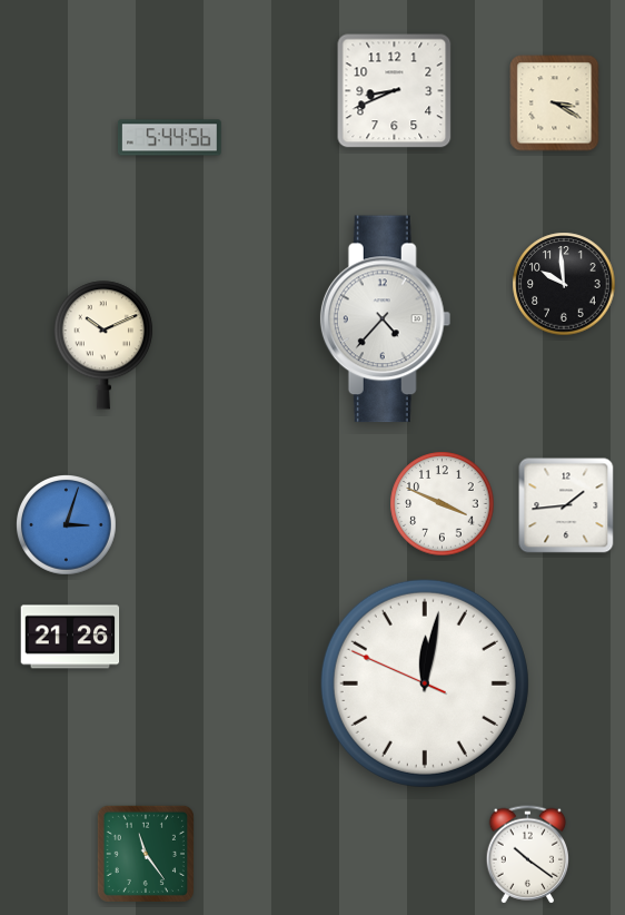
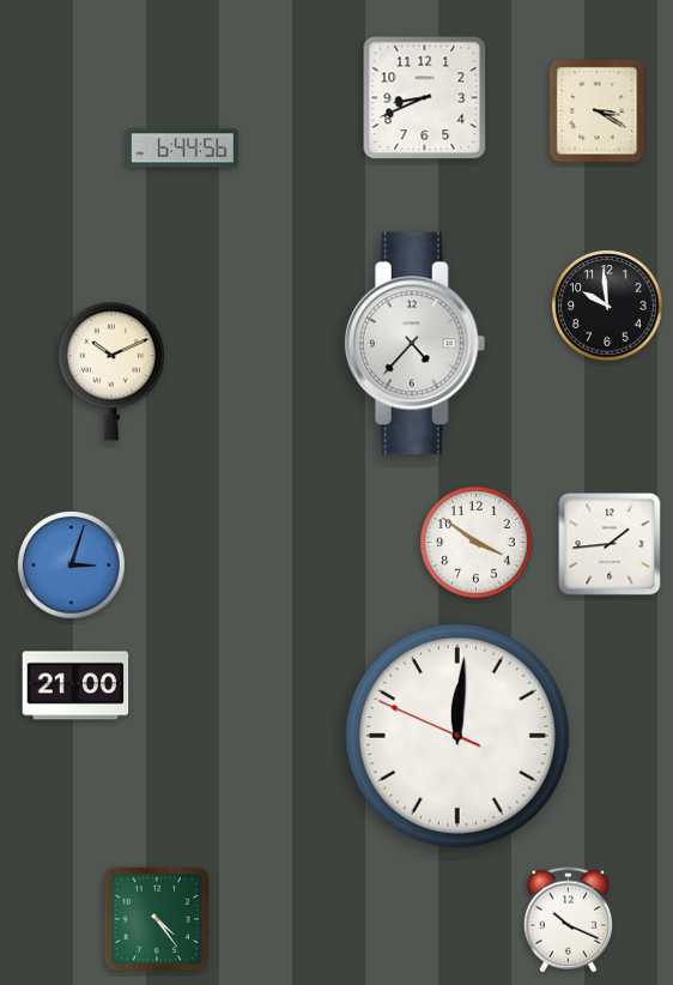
clock at (169, 138): 5:44 -> 6:44
clock at (443, 504): 3:49 -> 3:51
clock at (70, 637): 21:26 -> 21:00
clock at (425, 683): 12:01 -> 12:00
clock at (146, 854): 11:24 -> 4:24
clock at (528, 855): 10:21 -> 10:19
